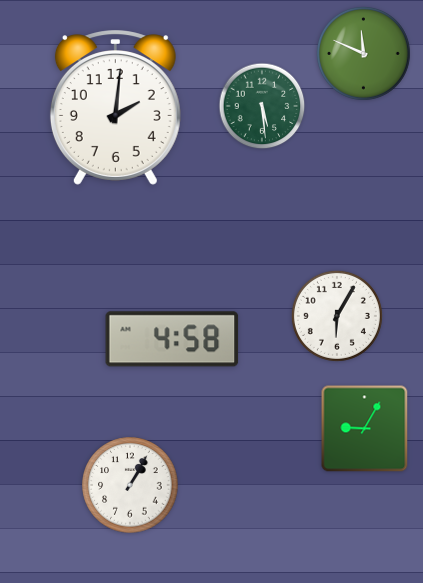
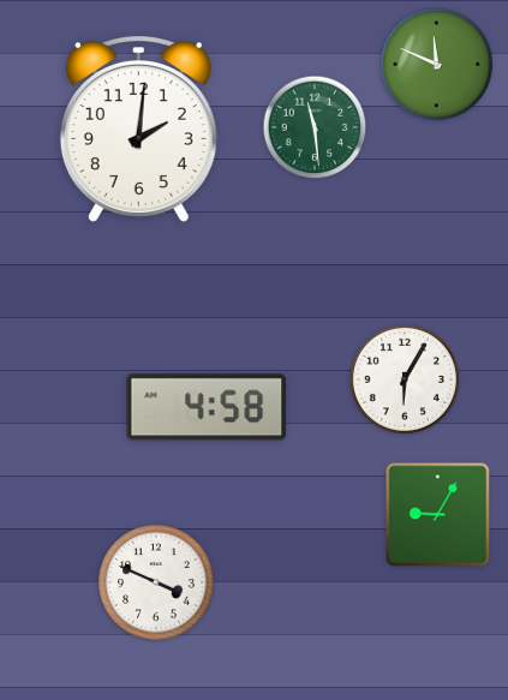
clock at (262, 106): 5:29 -> 11:29
clock at (130, 485): 1:05 -> 3:49
